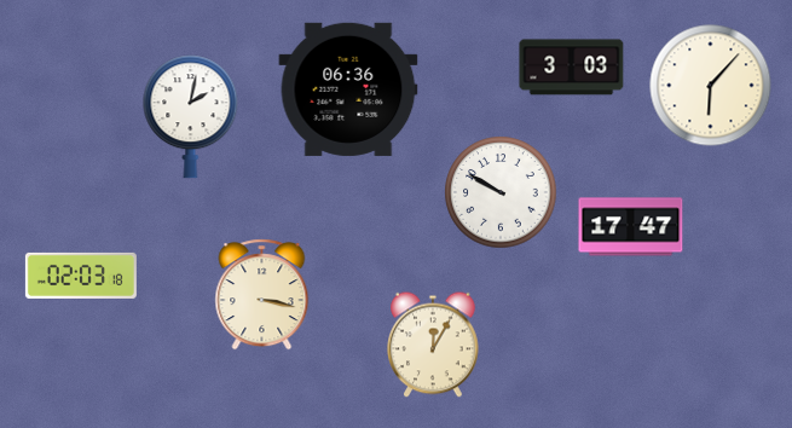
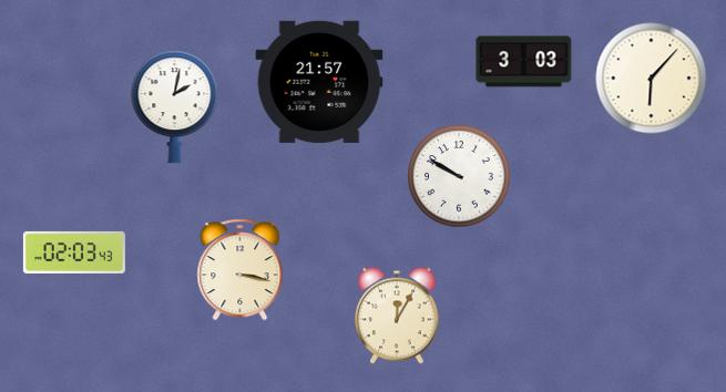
clock at (348, 89): 06:36 -> 21:57
clock at (631, 227): 17:47 -> none
clock at (81, 276): 02:03:18 -> 02:03:43
